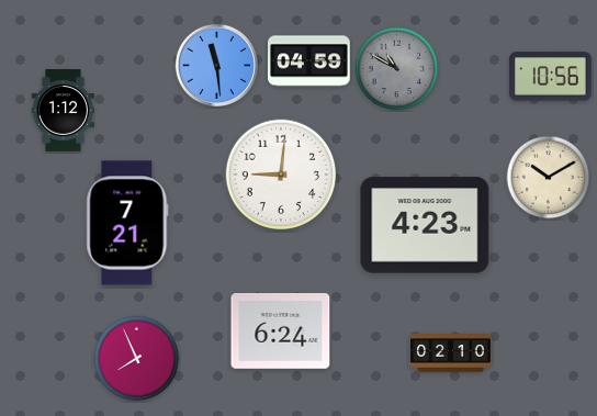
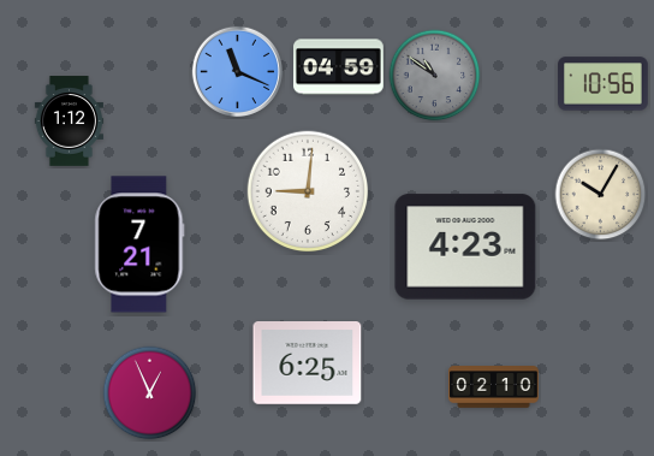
clock at (216, 65): 11:29 -> 11:19
clock at (397, 69): 10:50 -> 10:51
clock at (549, 178): 10:10 -> 10:05
clock at (281, 331): 6:24 -> 6:25
clock at (137, 359): 7:56 -> 12:56
